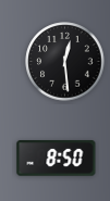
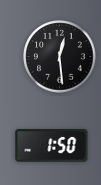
clock at (57, 159): 8:50 -> 1:50
